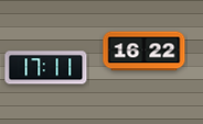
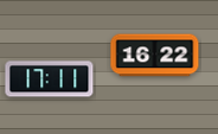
clock at (46, 68) position: (46, 68) -> (50, 79)
